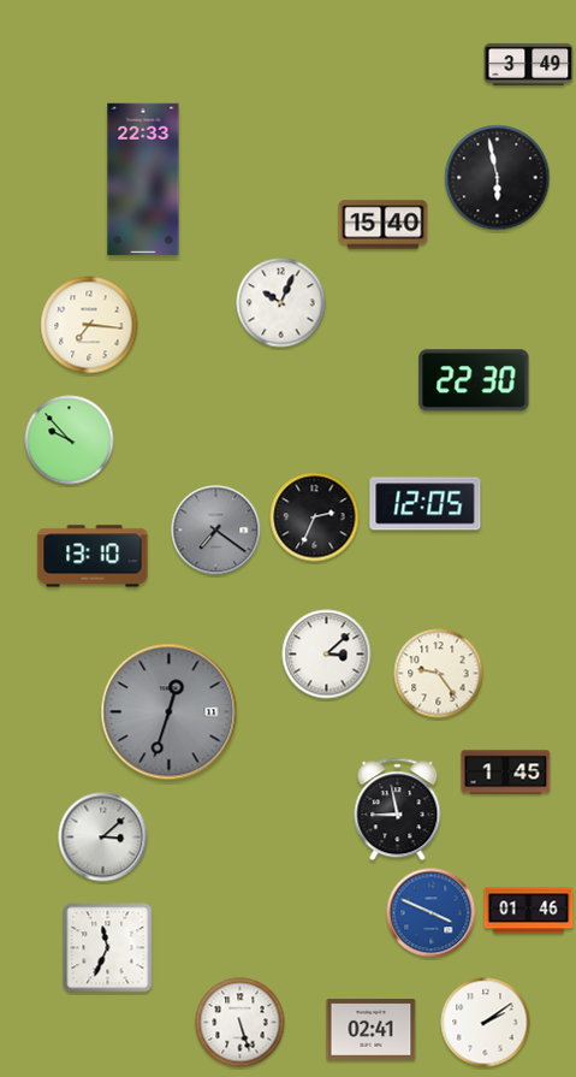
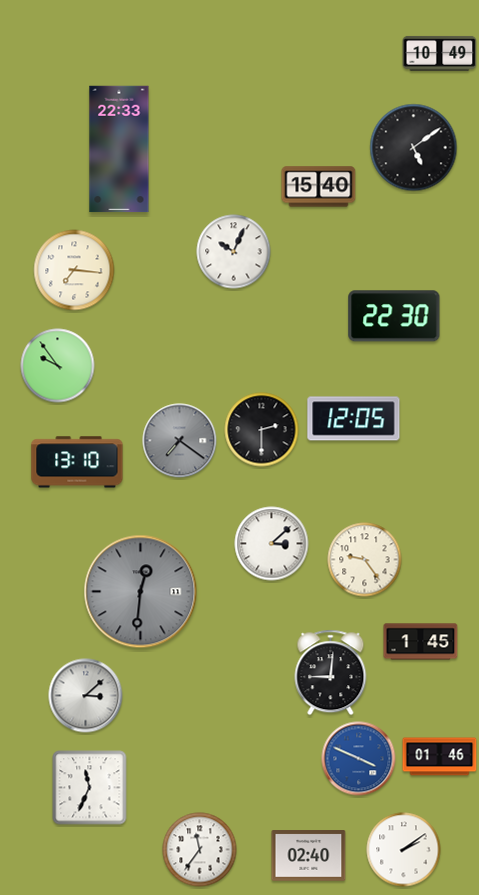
clock at (529, 64): 3:49 -> 10:49
clock at (498, 178): 5:58 -> 5:09
clock at (70, 440): 9:53 -> 9:54
clock at (315, 517): 2:34 -> 2:30
clock at (170, 712): 12:33 -> 12:31
clock at (398, 810): 8:58 -> 9:01
clock at (241, 1023): 5:27 -> 11:36
clock at (372, 1030): 02:41 -> 02:40
